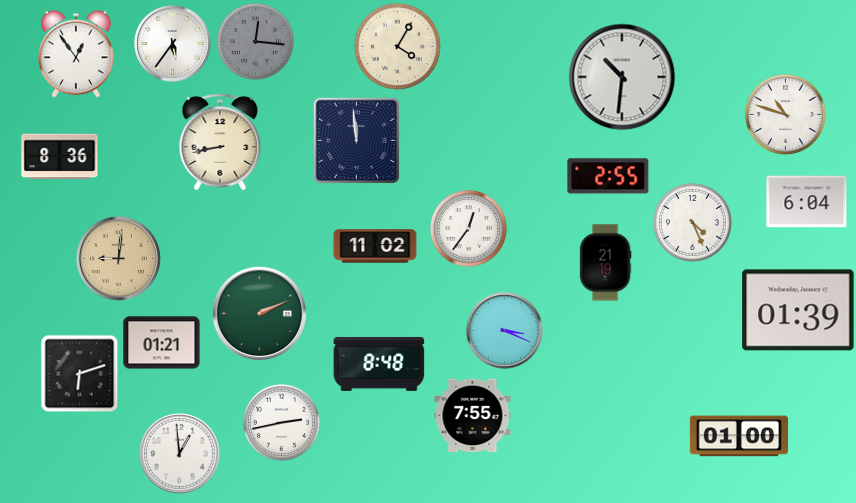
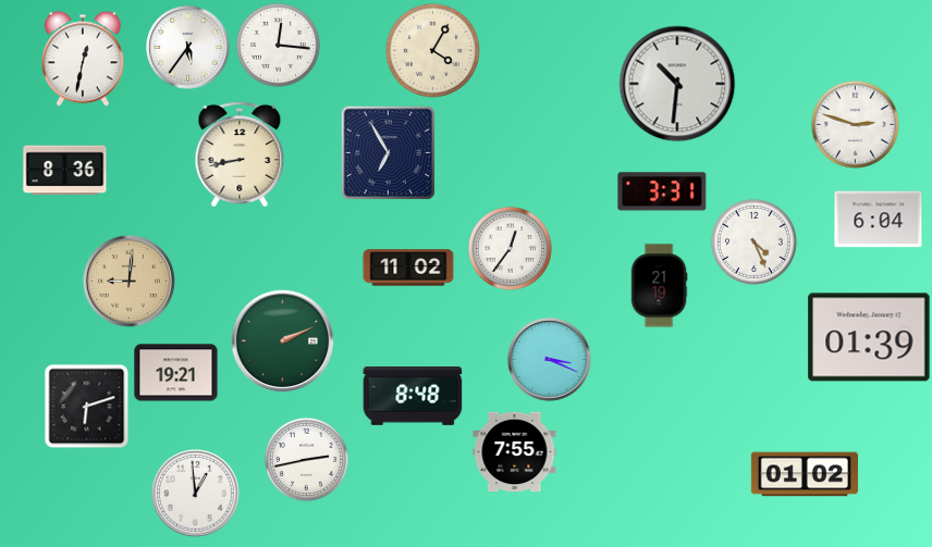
clock at (255, 41) dial: grey -> white
clock at (76, 54): 12:54 -> 12:32
clock at (785, 114): 10:48 -> 2:48
clock at (356, 140): 11:59 -> 6:55
clock at (608, 176): 2:55 -> 3:31
clock at (162, 343): 01:21 -> 19:21
clock at (739, 436): 01:00 -> 01:02
